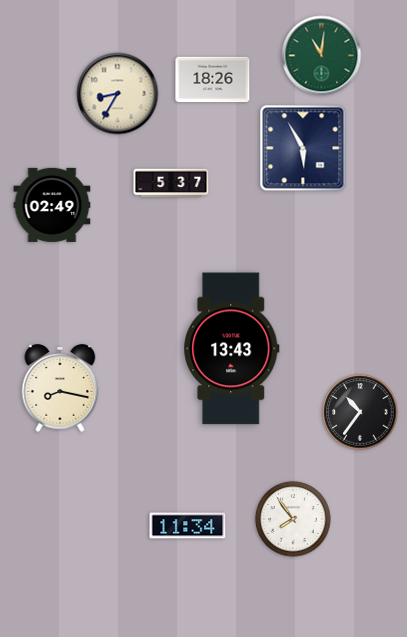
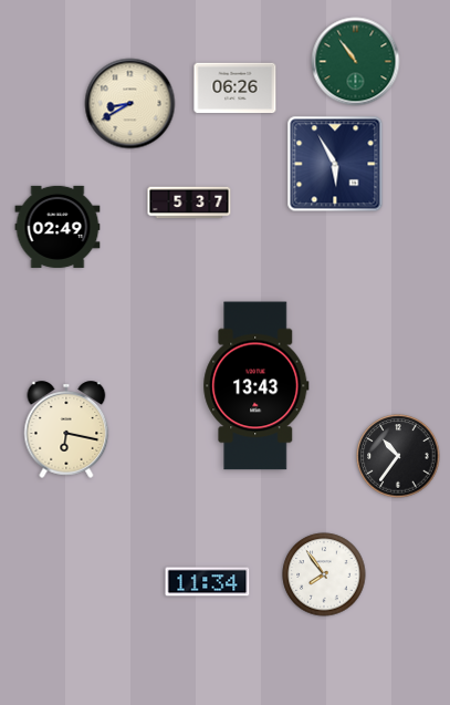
clock at (322, 56): 11:01 -> 10:54
clock at (213, 80): 18:26 -> 06:26
clock at (118, 94): 8:35 -> 8:40
clock at (60, 388): 8:17 -> 6:17
